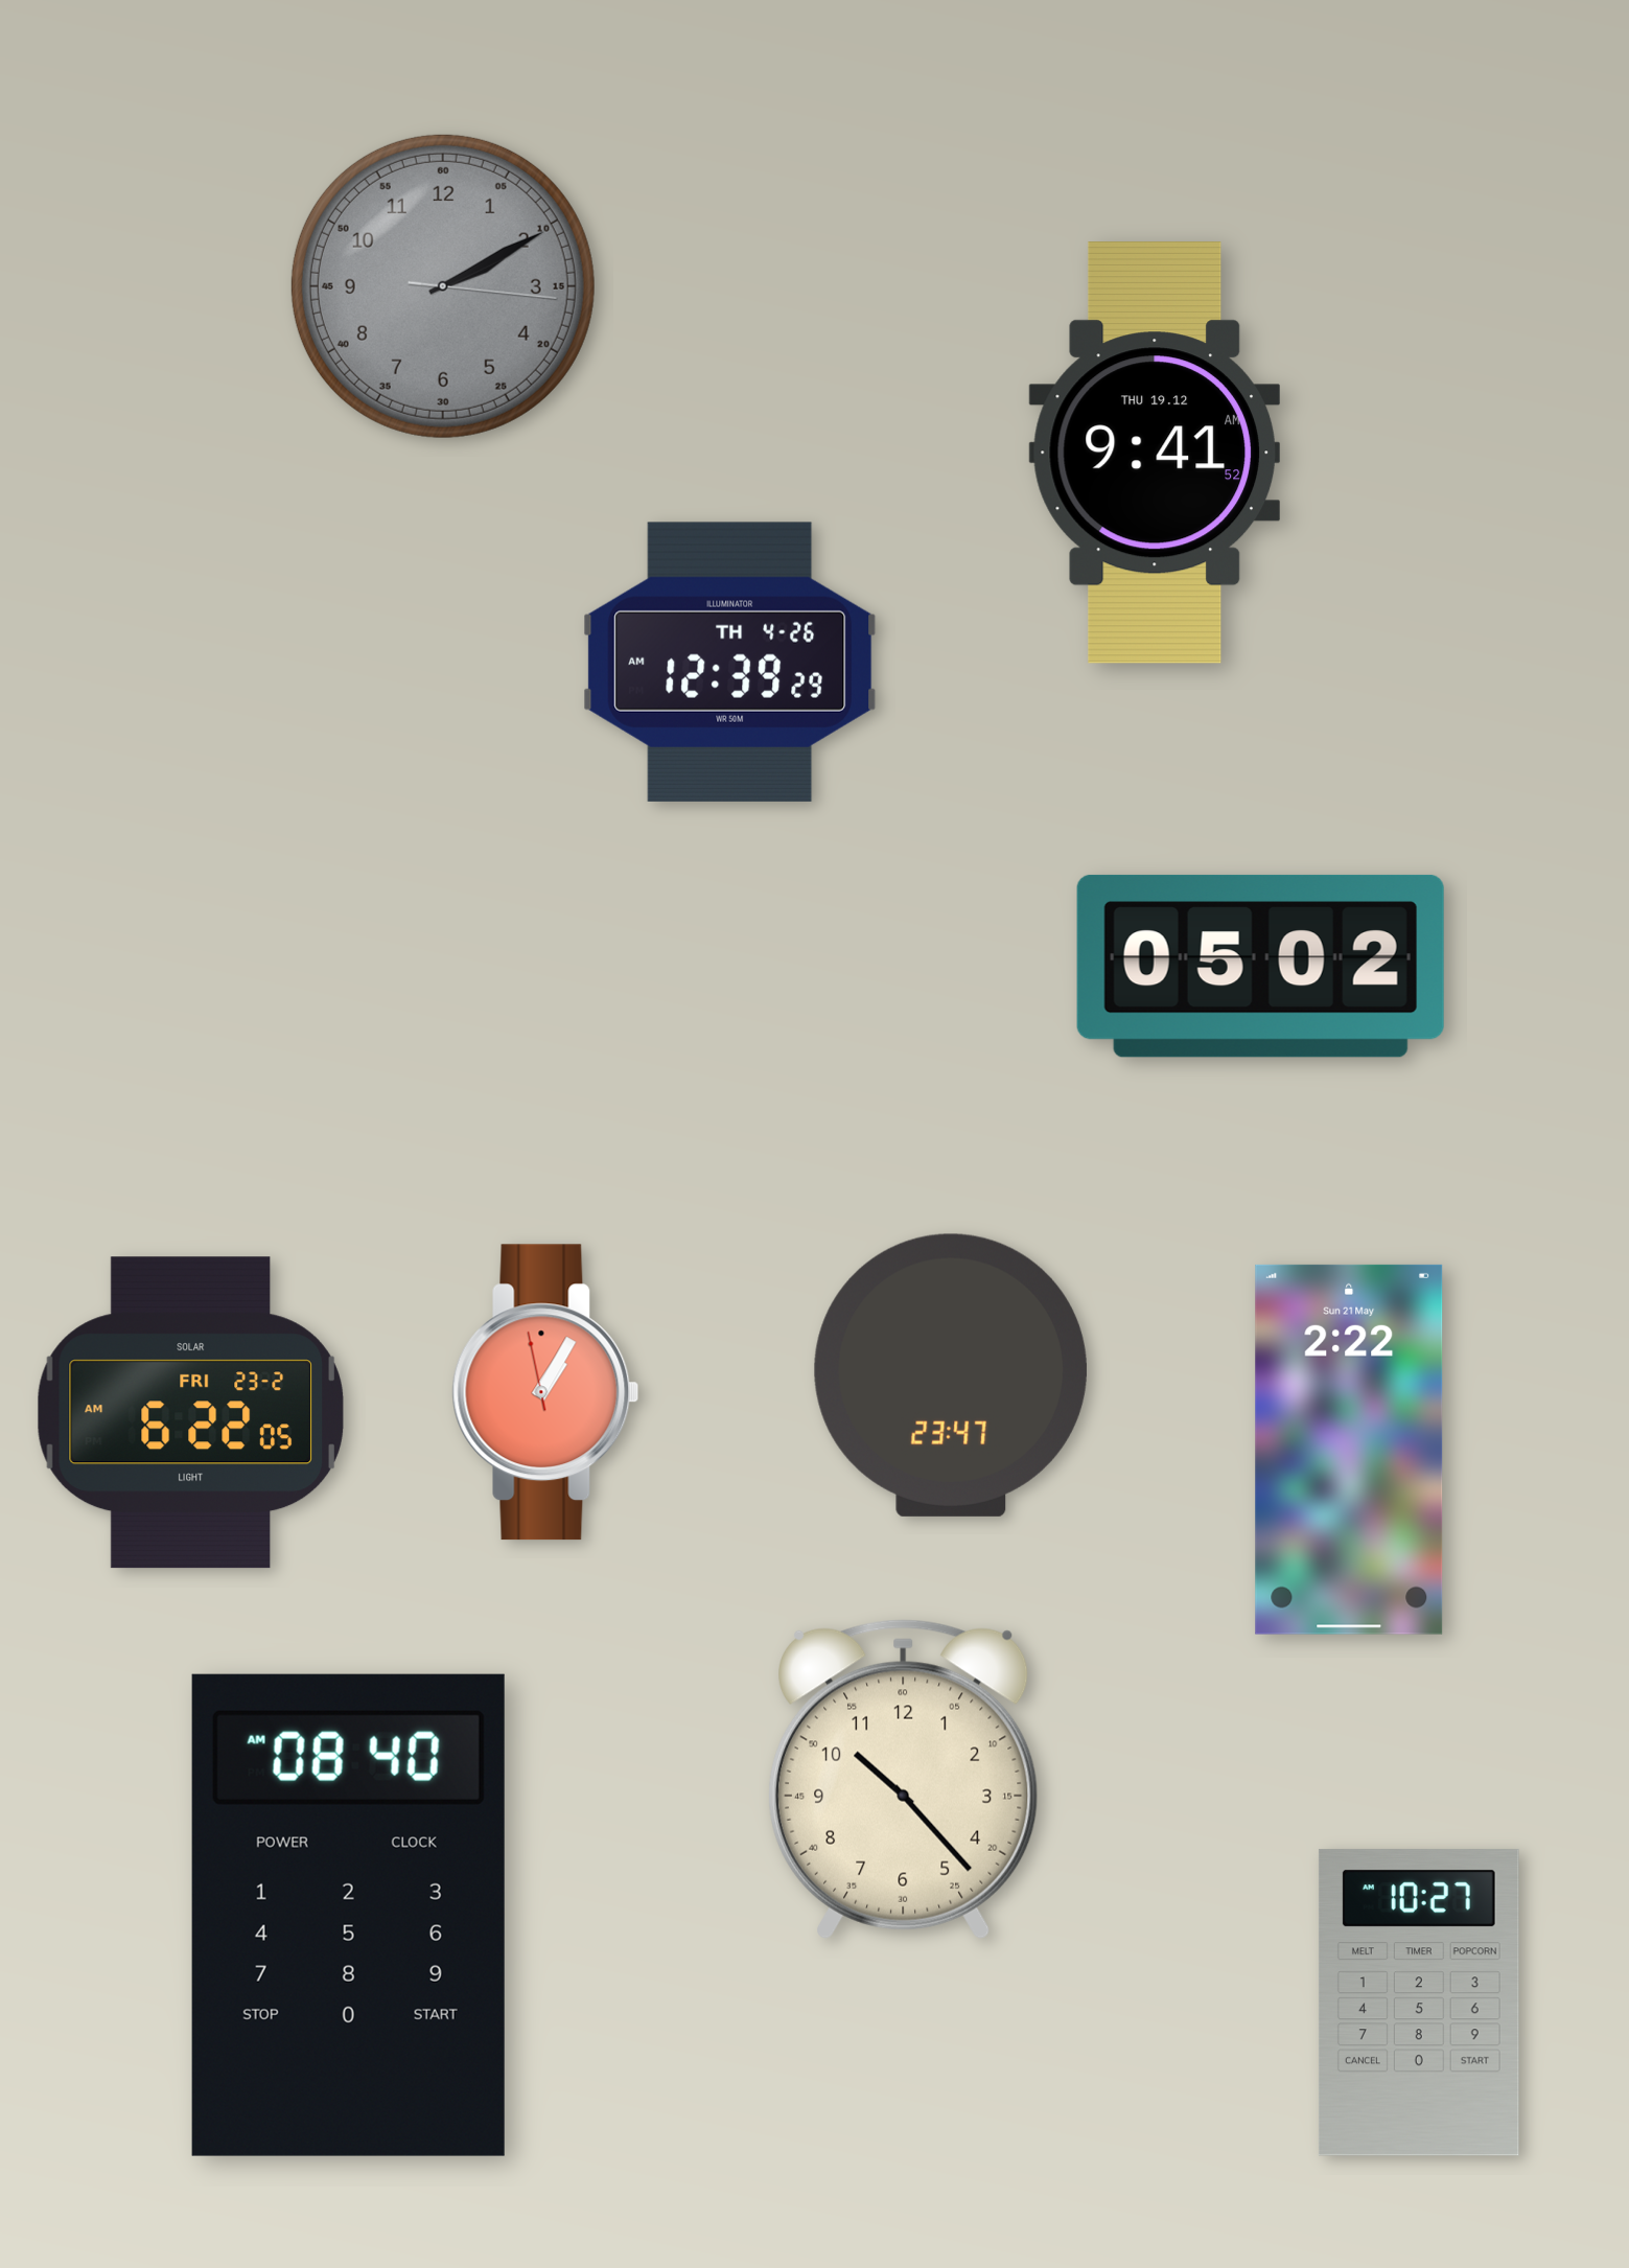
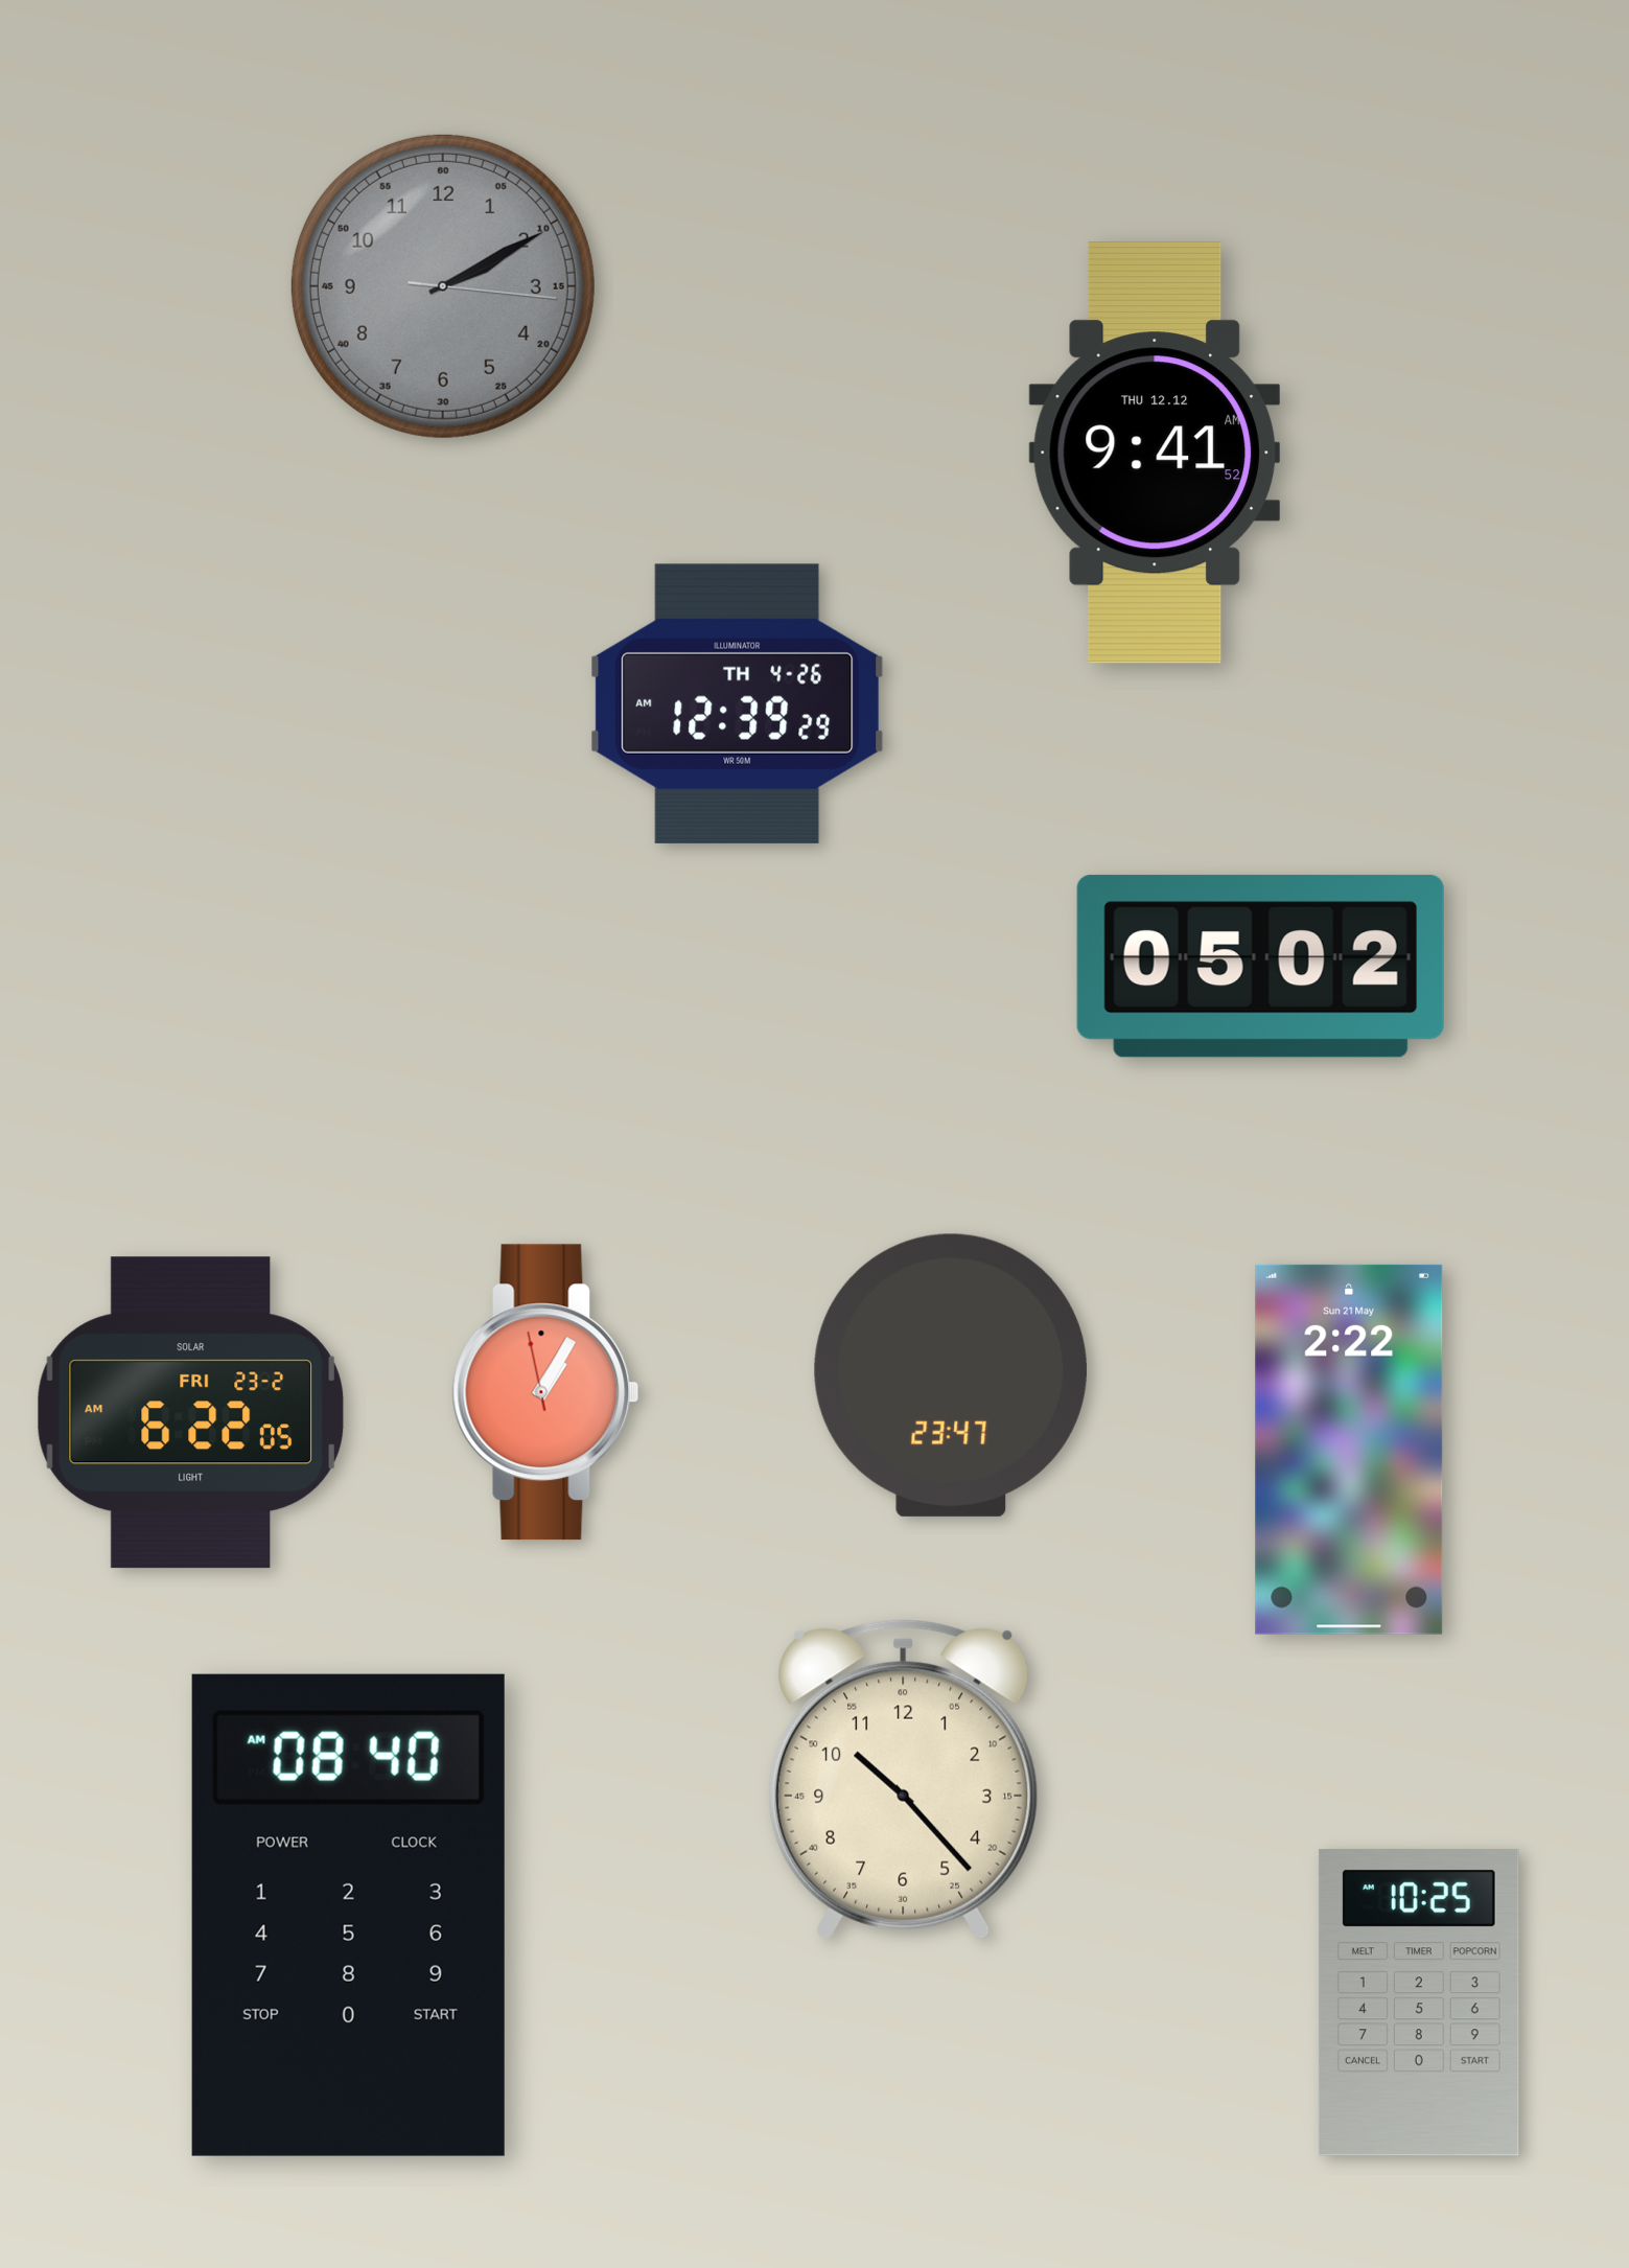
clock at (1154, 453) date: THU 19.12 -> THU 12.12
clock at (730, 662) position: (730, 662) -> (738, 703)
clock at (1419, 2003): 10:27 -> 10:25
